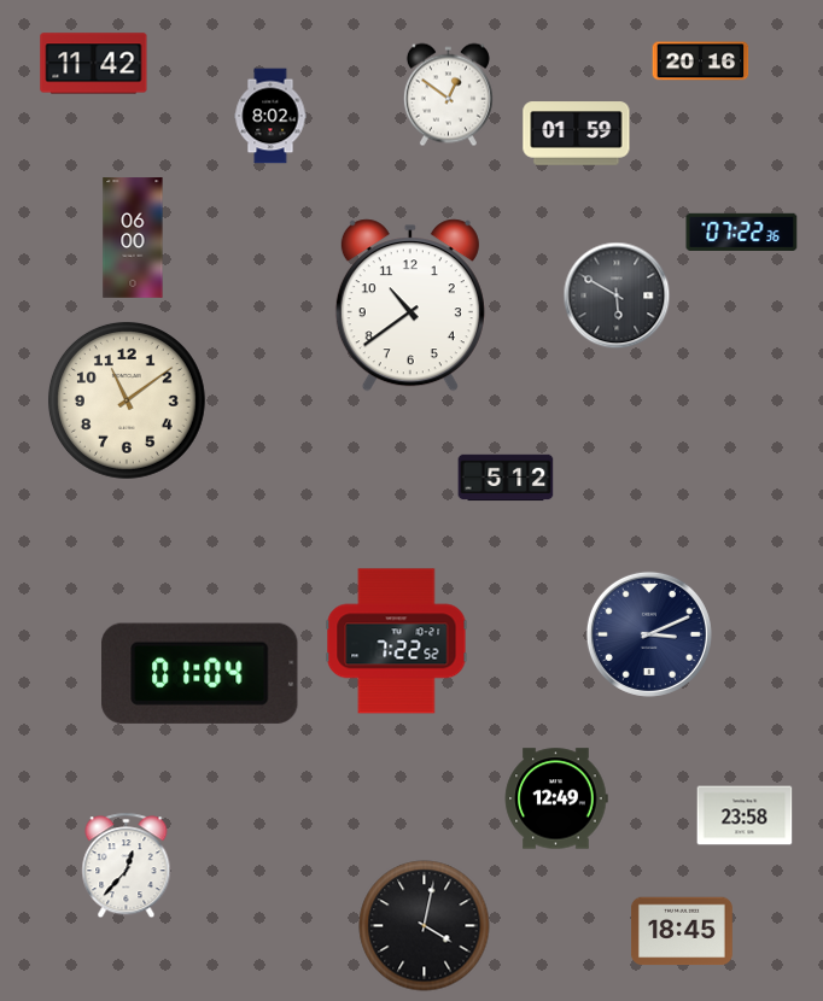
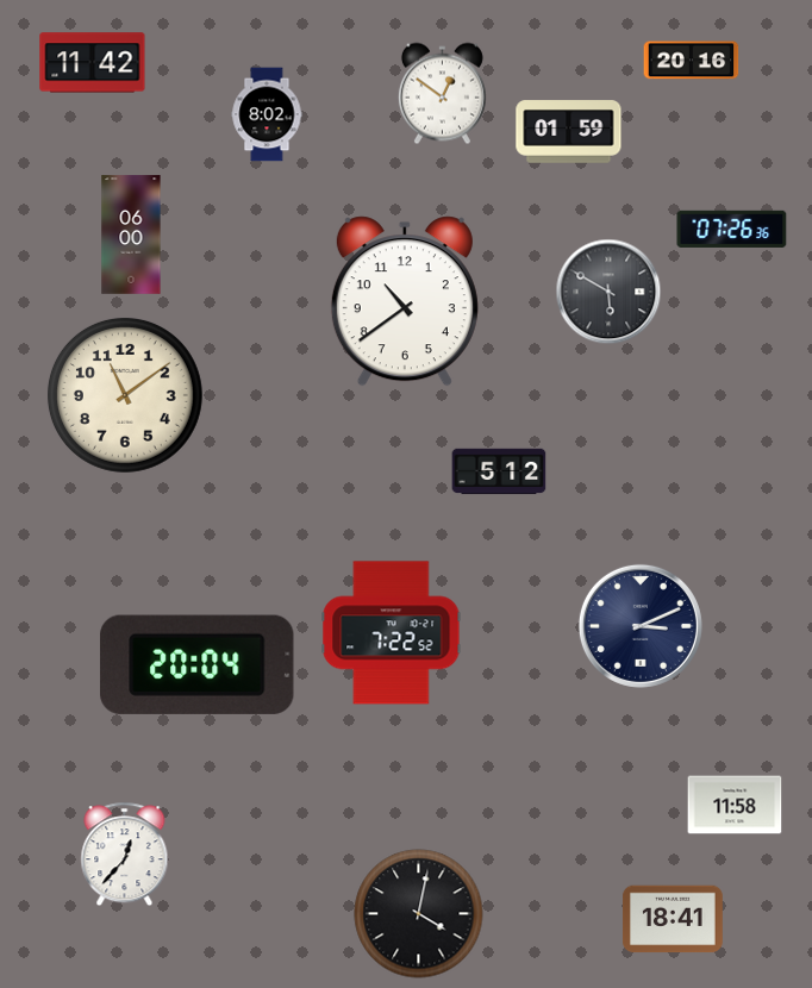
clock at (742, 232): 07:22 -> 07:26
clock at (200, 673): 01:04 -> 20:04
clock at (556, 798): 12:49 -> none
clock at (745, 815): 23:58 -> 11:58
clock at (682, 931): 18:45 -> 18:41
